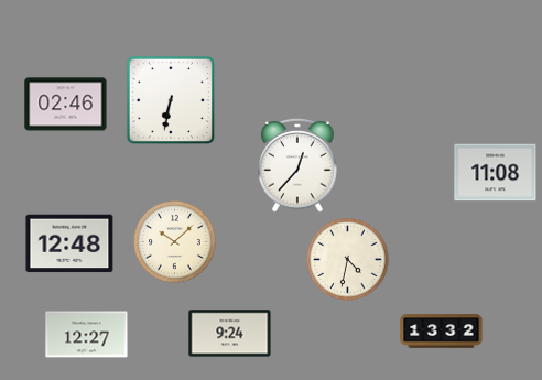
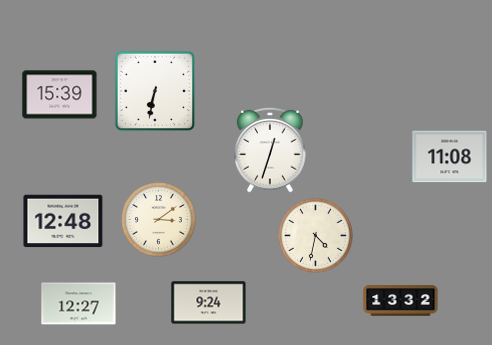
clock at (66, 105): 02:46 -> 15:39
clock at (297, 165): 12:37 -> 12:33
clock at (175, 242): 10:08 -> 3:09
